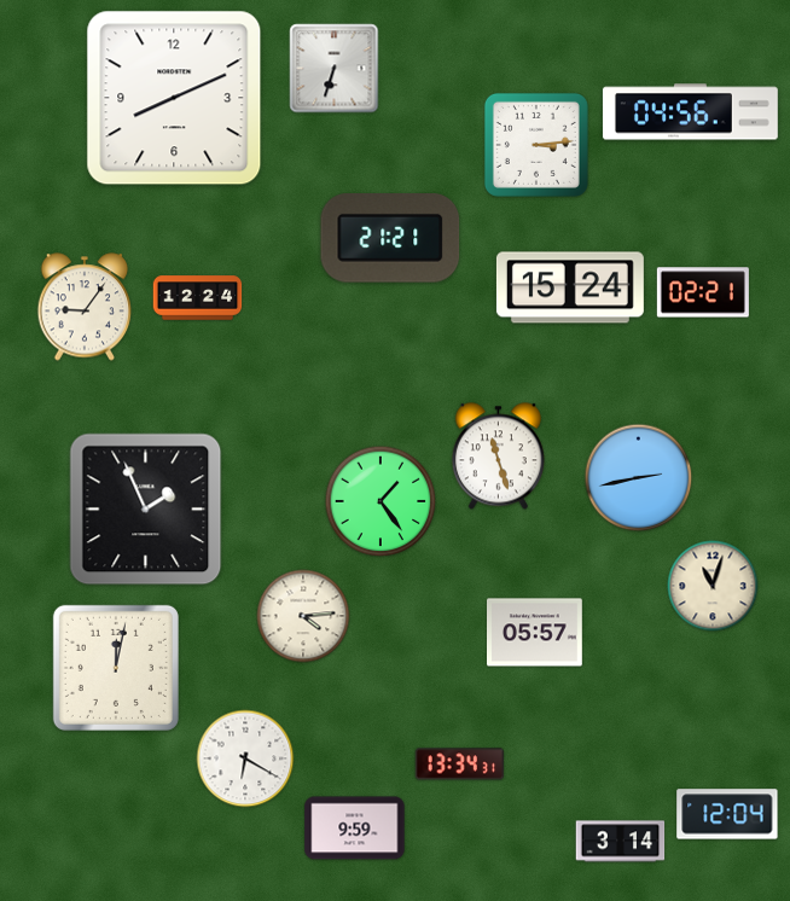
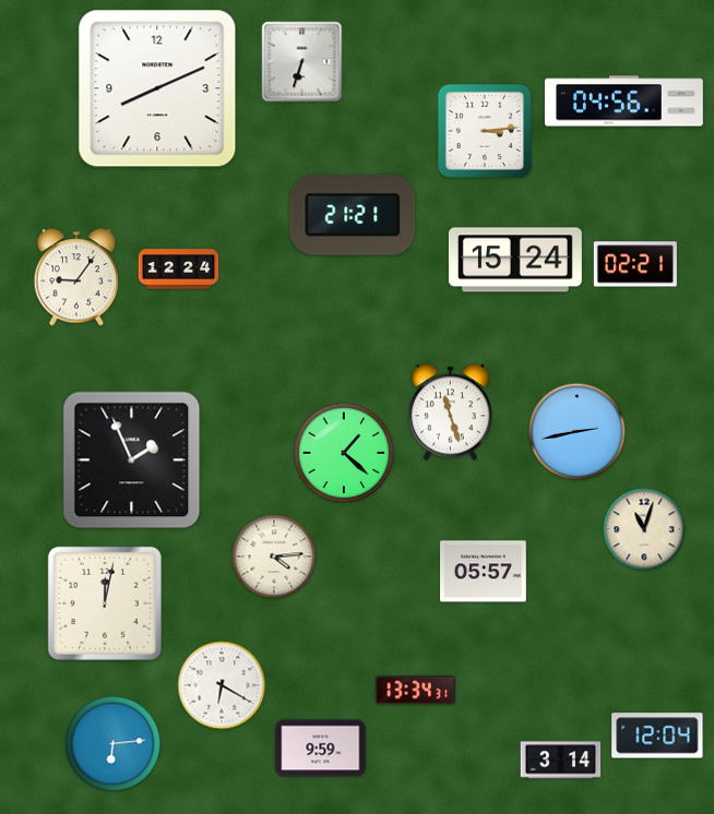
clock at (381, 501): 1:24 -> 1:22
clock at (114, 744): none -> 6:14
